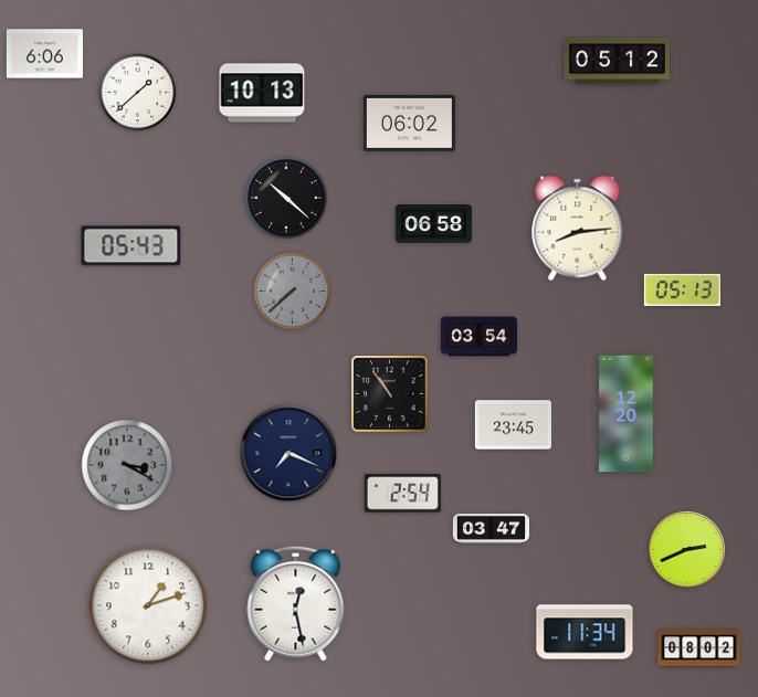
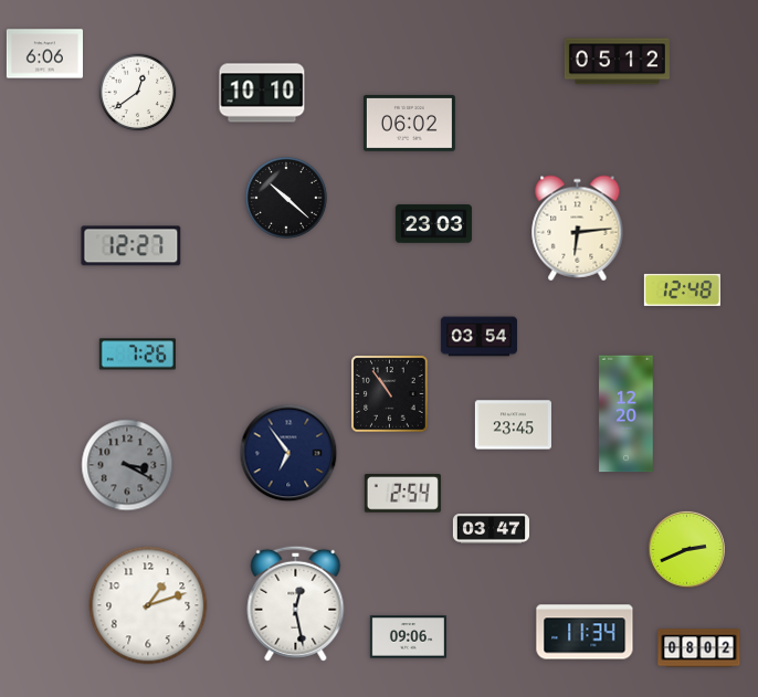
clock at (138, 93): 1:38 -> 12:39
clock at (262, 93): 10:13 -> 10:10
clock at (433, 224): 06:58 -> 23:03
clock at (578, 229): 8:14 -> 6:14
clock at (131, 246): 05:43 -> 12:27
clock at (682, 289): 05:13 -> 12:48
clock at (293, 292): 7:38 -> none
clock at (137, 355): none -> 7:26
clock at (288, 453): 7:19 -> 6:54
clock at (408, 637): none -> 09:06
